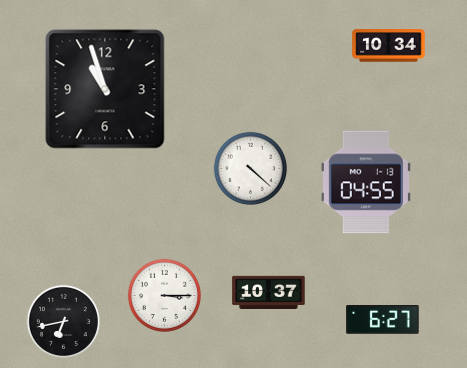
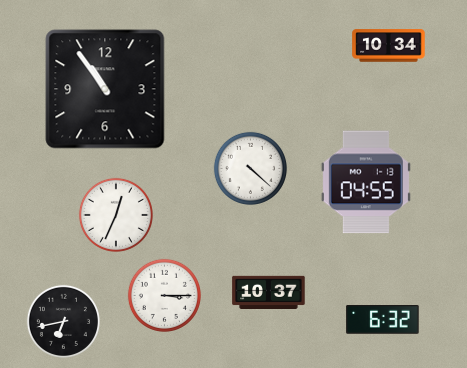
clock at (105, 89): 10:57 -> 10:54
clock at (116, 215): none -> 12:34
clock at (383, 320): 6:27 -> 6:32
